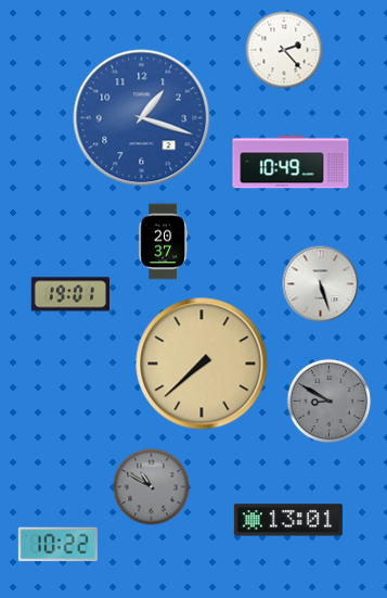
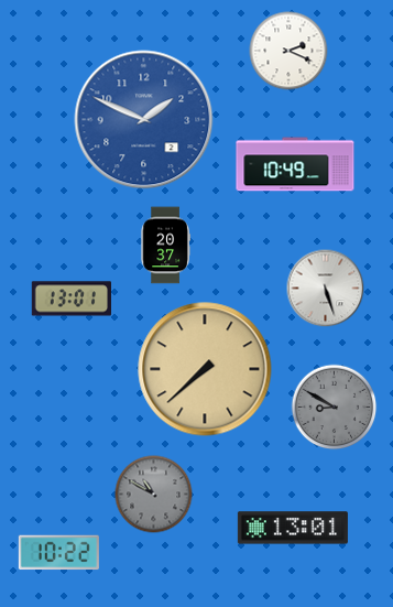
clock at (284, 50): 2:23 -> 2:19
clock at (142, 118): 1:18 -> 1:49
clock at (69, 294): 19:01 -> 13:01
